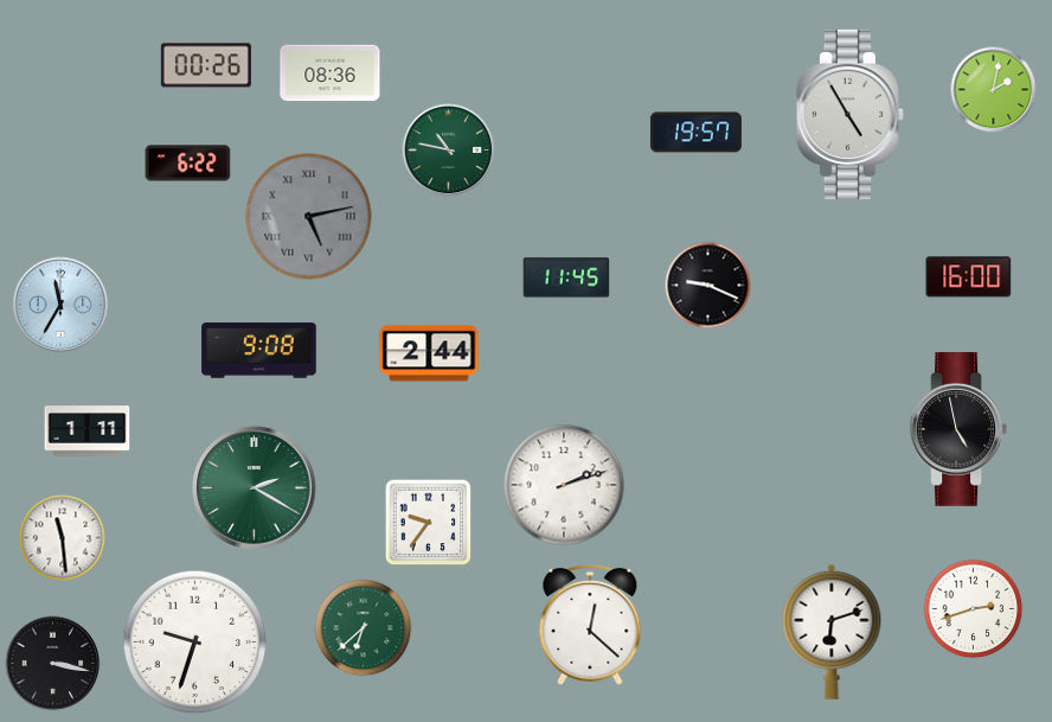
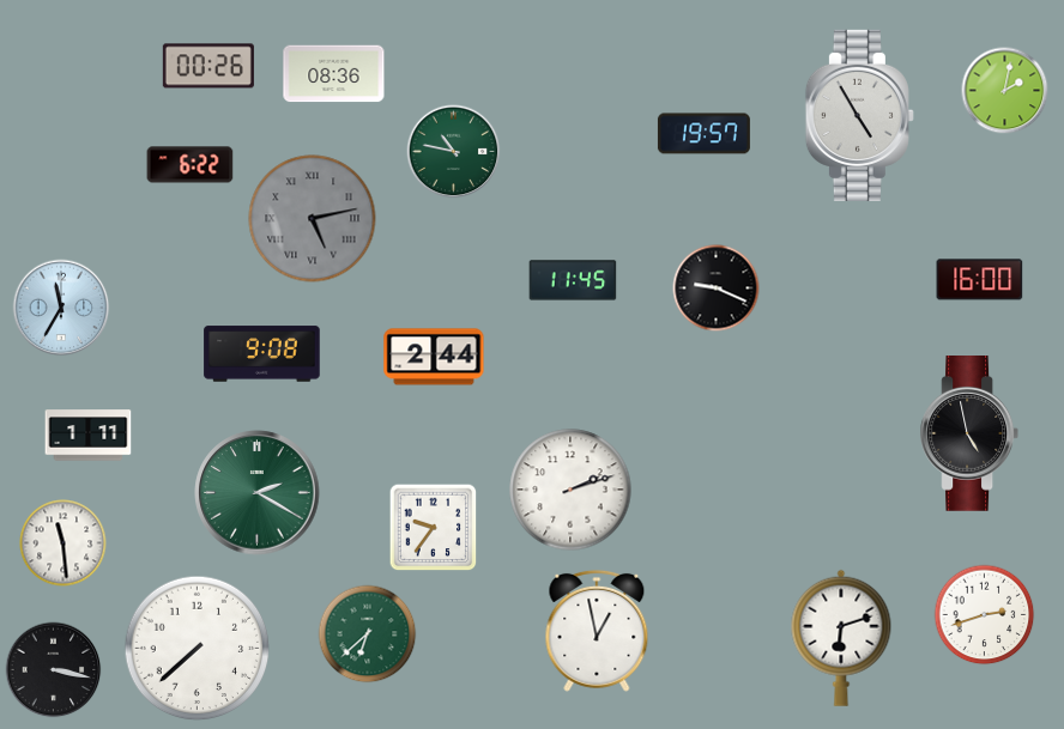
clock at (590, 625): 12:22 -> 12:58
clock at (195, 643): 9:33 -> 7:38
